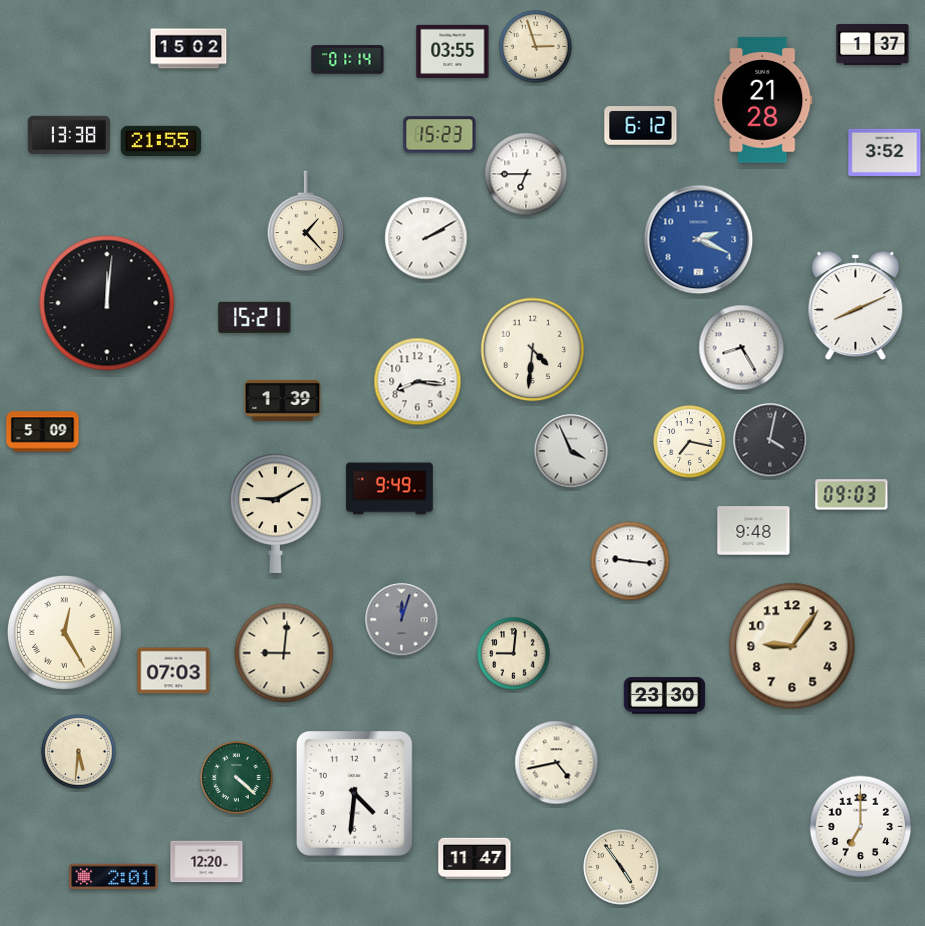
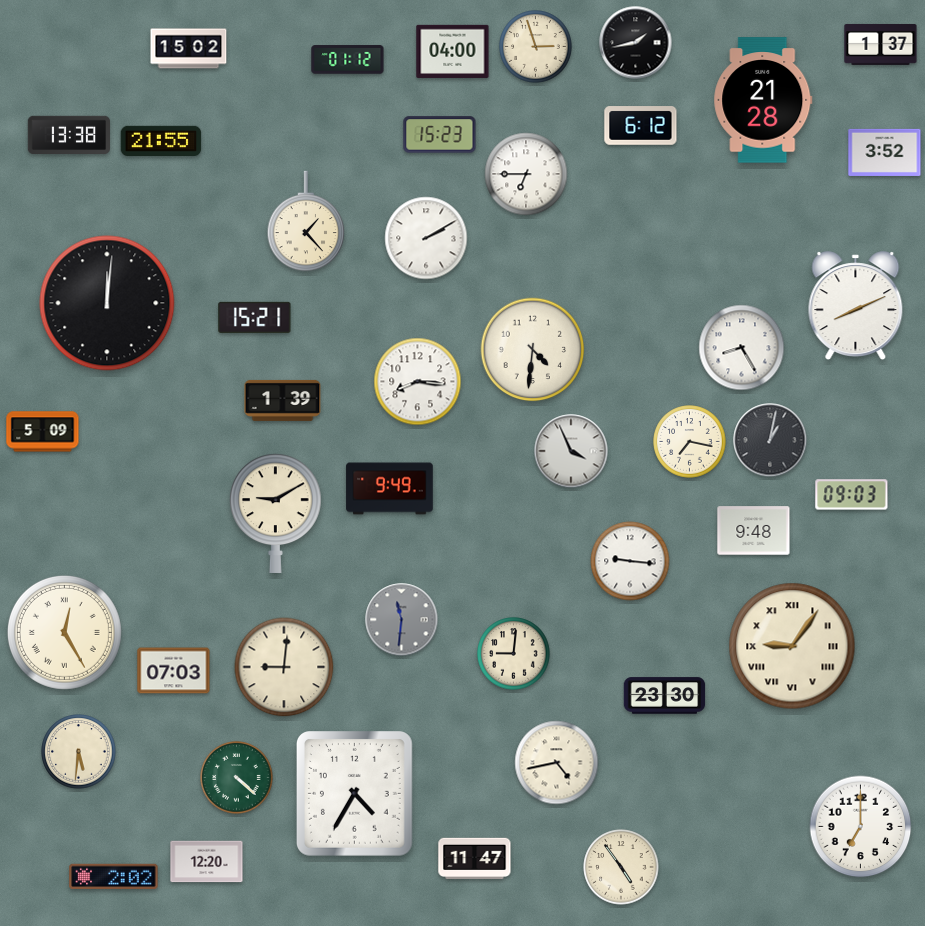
clock at (636, 43): none -> 1:43
clock at (873, 44) position: (873, 44) -> (881, 44)
clock at (453, 51): 03:55 -> 04:00
clock at (348, 60): 01:14 -> 01:12
clock at (699, 240): 2:19 -> none
clock at (770, 440): 4:02 -> 1:02
clock at (402, 620): 12:03 -> 11:31
clock at (792, 646) numerals: Arabic -> Roman
clock at (284, 653) position: (284, 653) -> (284, 667)
clock at (355, 794): 4:31 -> 4:35
clock at (114, 876): 2:01 -> 2:02
